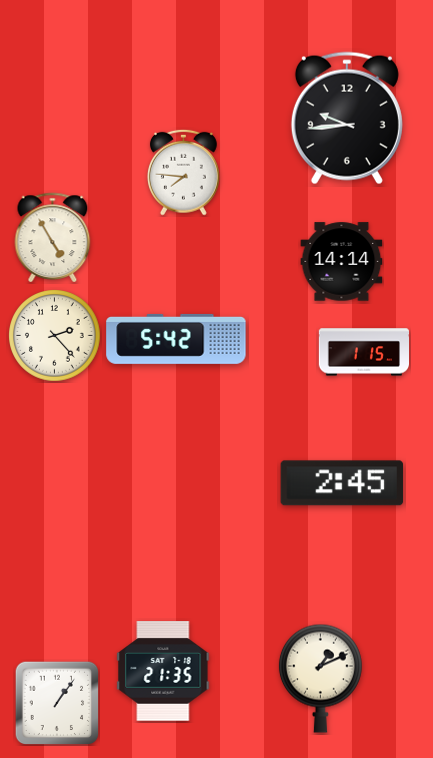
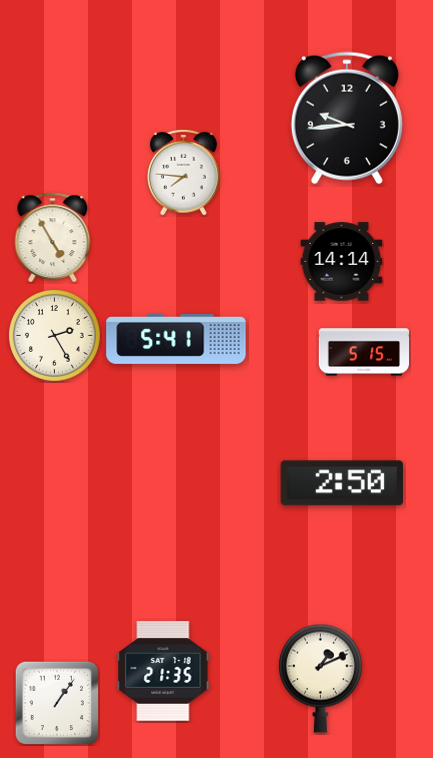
clock at (55, 336): 2:23 -> 2:25
clock at (176, 339): 5:42 -> 5:41
clock at (363, 352): 1:15 -> 5:15
clock at (342, 483): 2:45 -> 2:50
